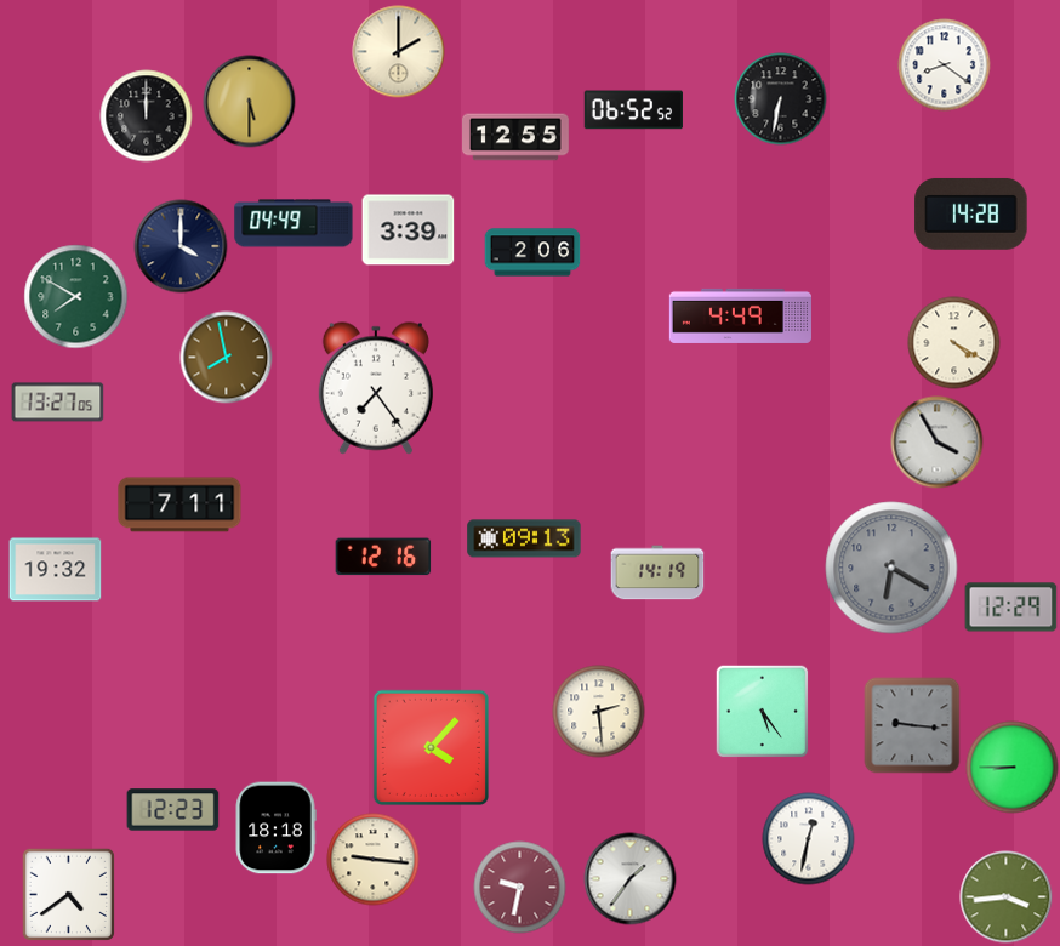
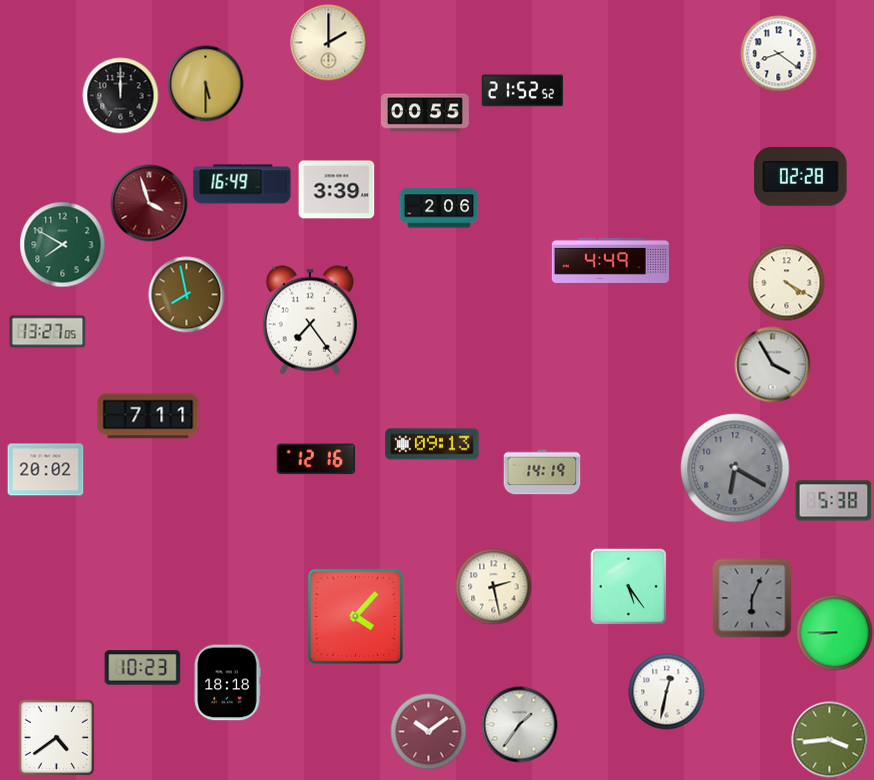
clock at (781, 99): 6:32 -> none
clock at (633, 110): 06:52 -> 21:52
clock at (517, 137): 12:55 -> 00:55
clock at (971, 213): 14:28 -> 02:28
clock at (294, 223): 04:49 -> 16:49
clock at (181, 246): 4:00 -> 3:57
clock at (181, 246) dial: navy -> burgundy
clock at (56, 570): 19:32 -> 20:02
clock at (1011, 608): 12:29 -> 5:38
clock at (599, 712): 2:29 -> 2:28
clock at (912, 725): 9:16 -> 6:04
clock at (173, 810): 12:23 -> 10:23
clock at (374, 860): 9:16 -> none
clock at (520, 888): 9:32 -> 10:09
